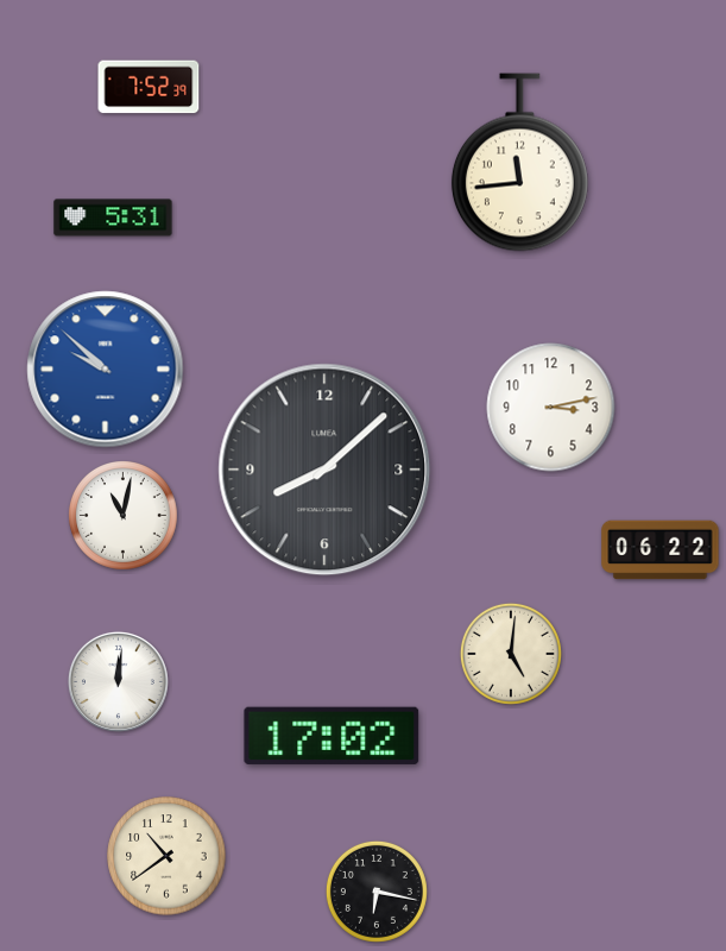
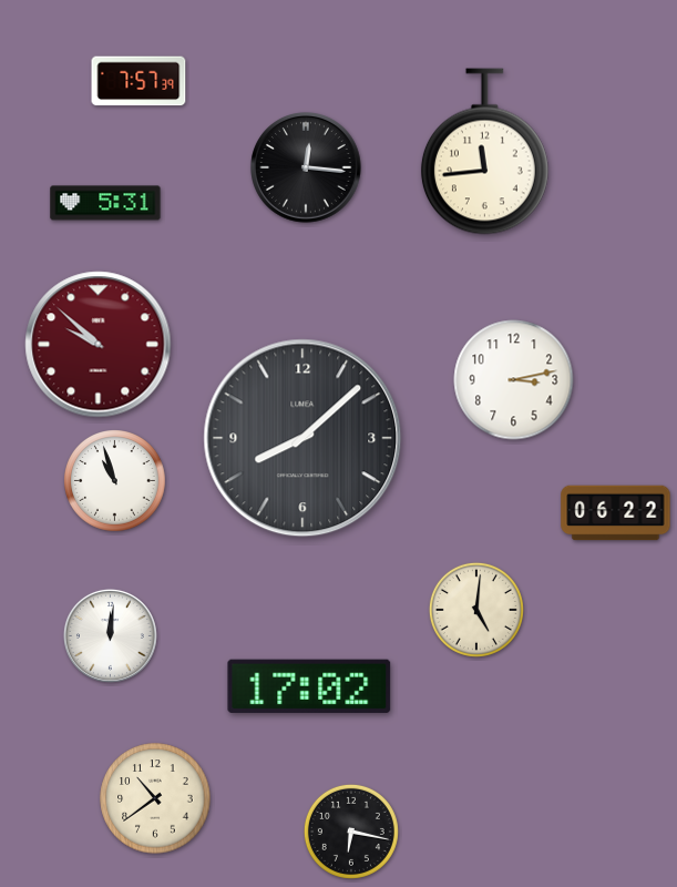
clock at (149, 87): 7:52 -> 7:57
clock at (307, 169): none -> 12:16
clock at (106, 370) dial: blue -> burgundy
clock at (124, 516): 11:02 -> 10:57
